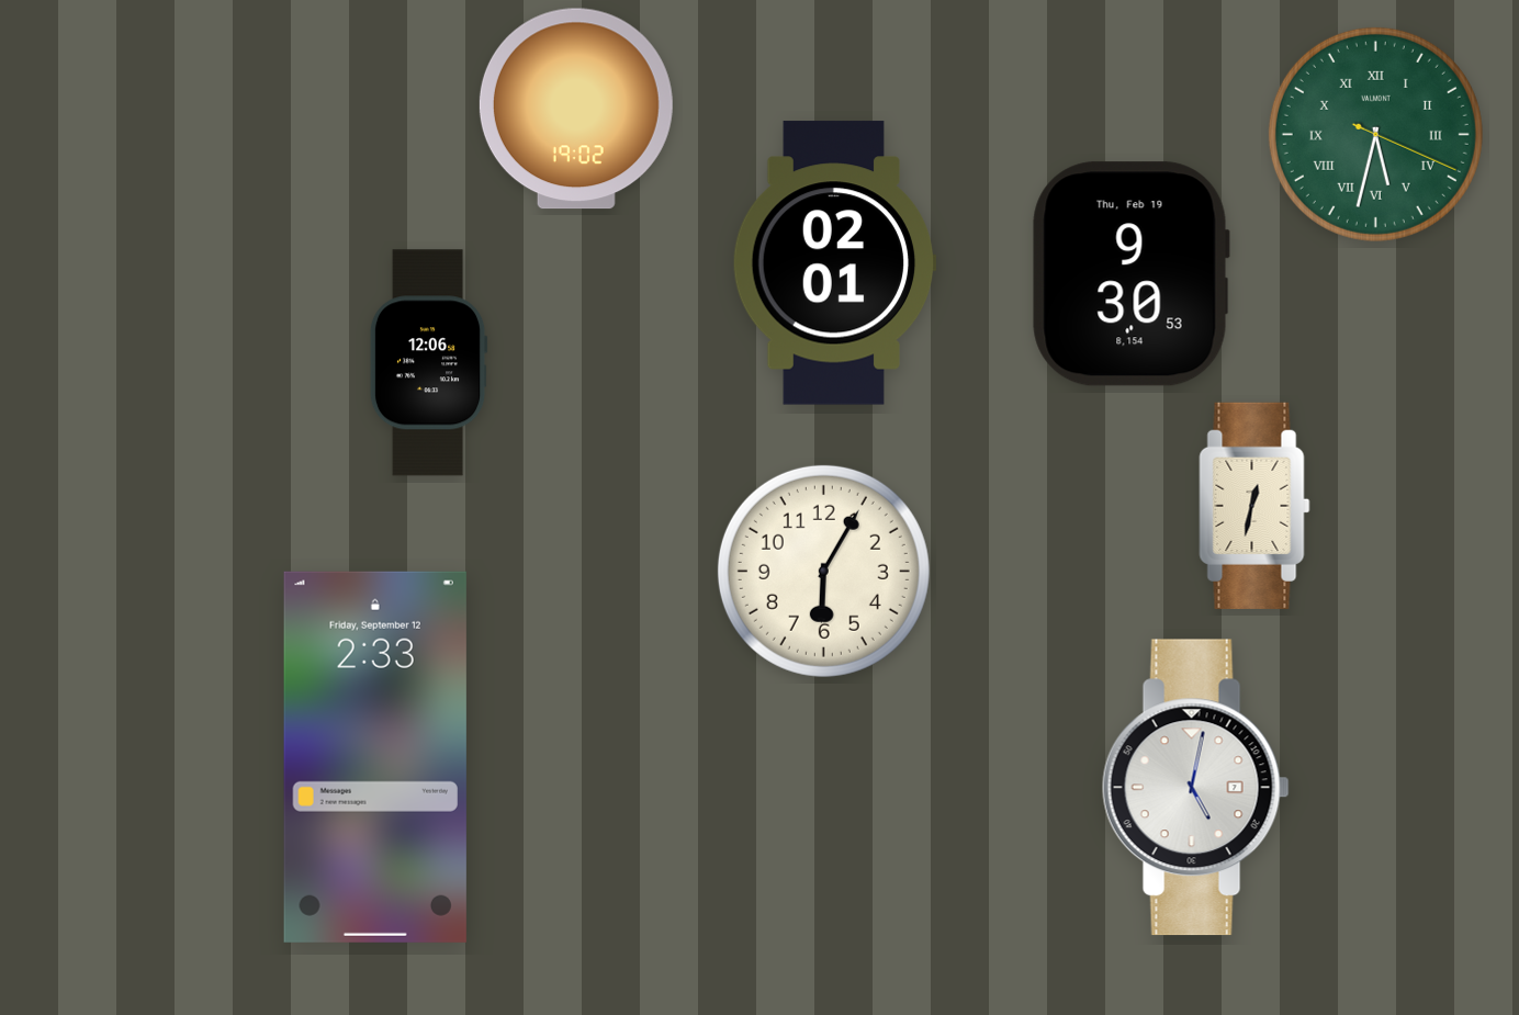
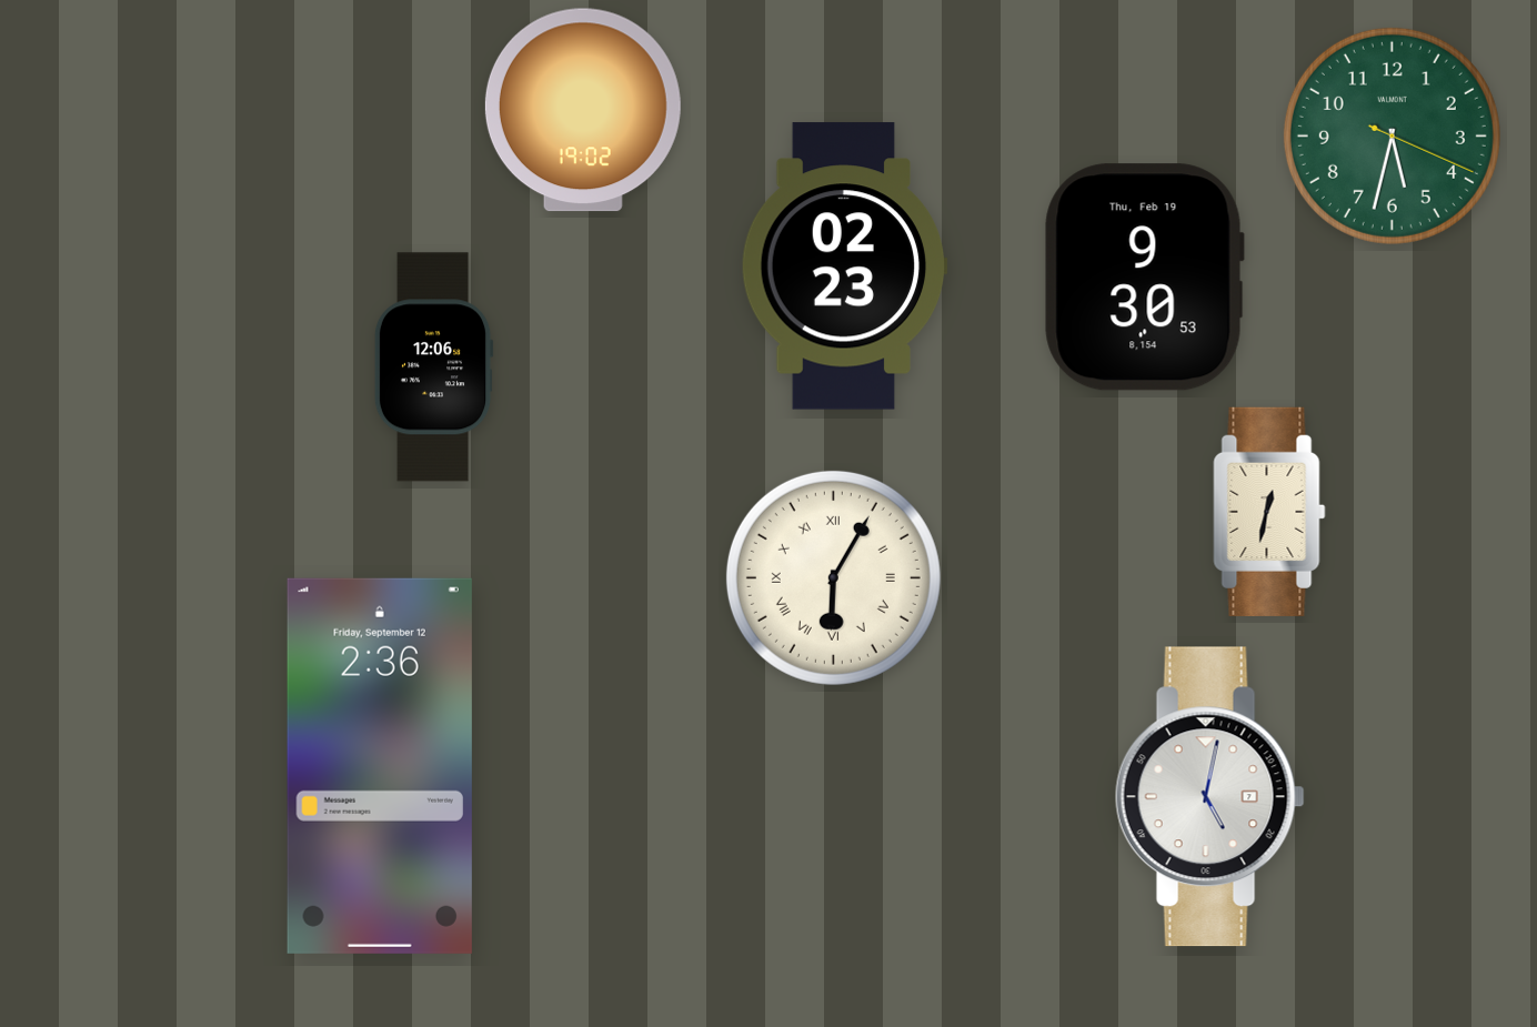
clock at (1375, 134) numerals: Roman -> Arabic
clock at (834, 263): 02:01 -> 02:23
clock at (823, 571) numerals: Arabic -> Roman
clock at (375, 757): 2:33 -> 2:36
